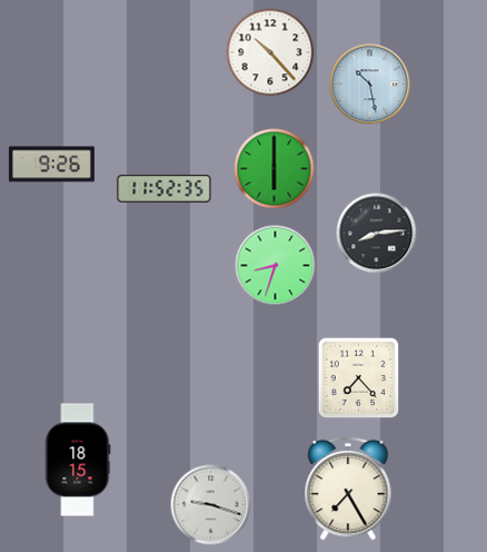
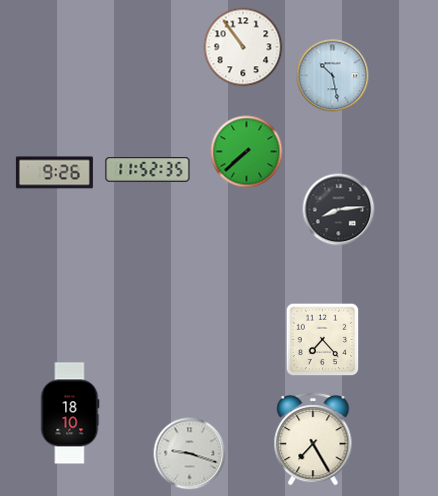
clock at (270, 52): 10:23 -> 10:54
clock at (51, 165) position: (51, 165) -> (54, 173)
clock at (275, 169): 6:00 -> 7:38
clock at (276, 266): 8:33 -> none
clock at (78, 460): 18:15 -> 18:10
